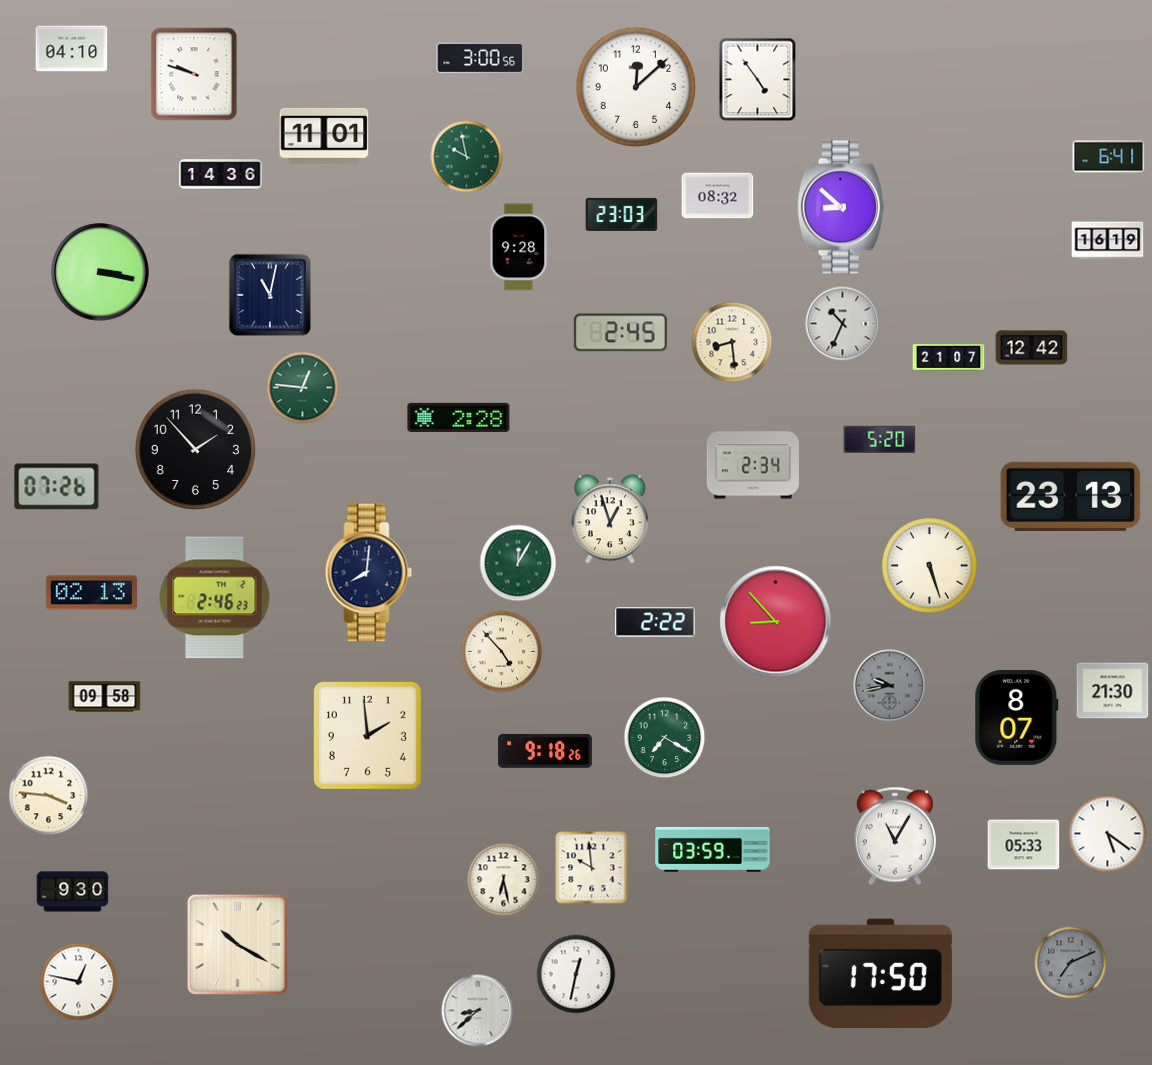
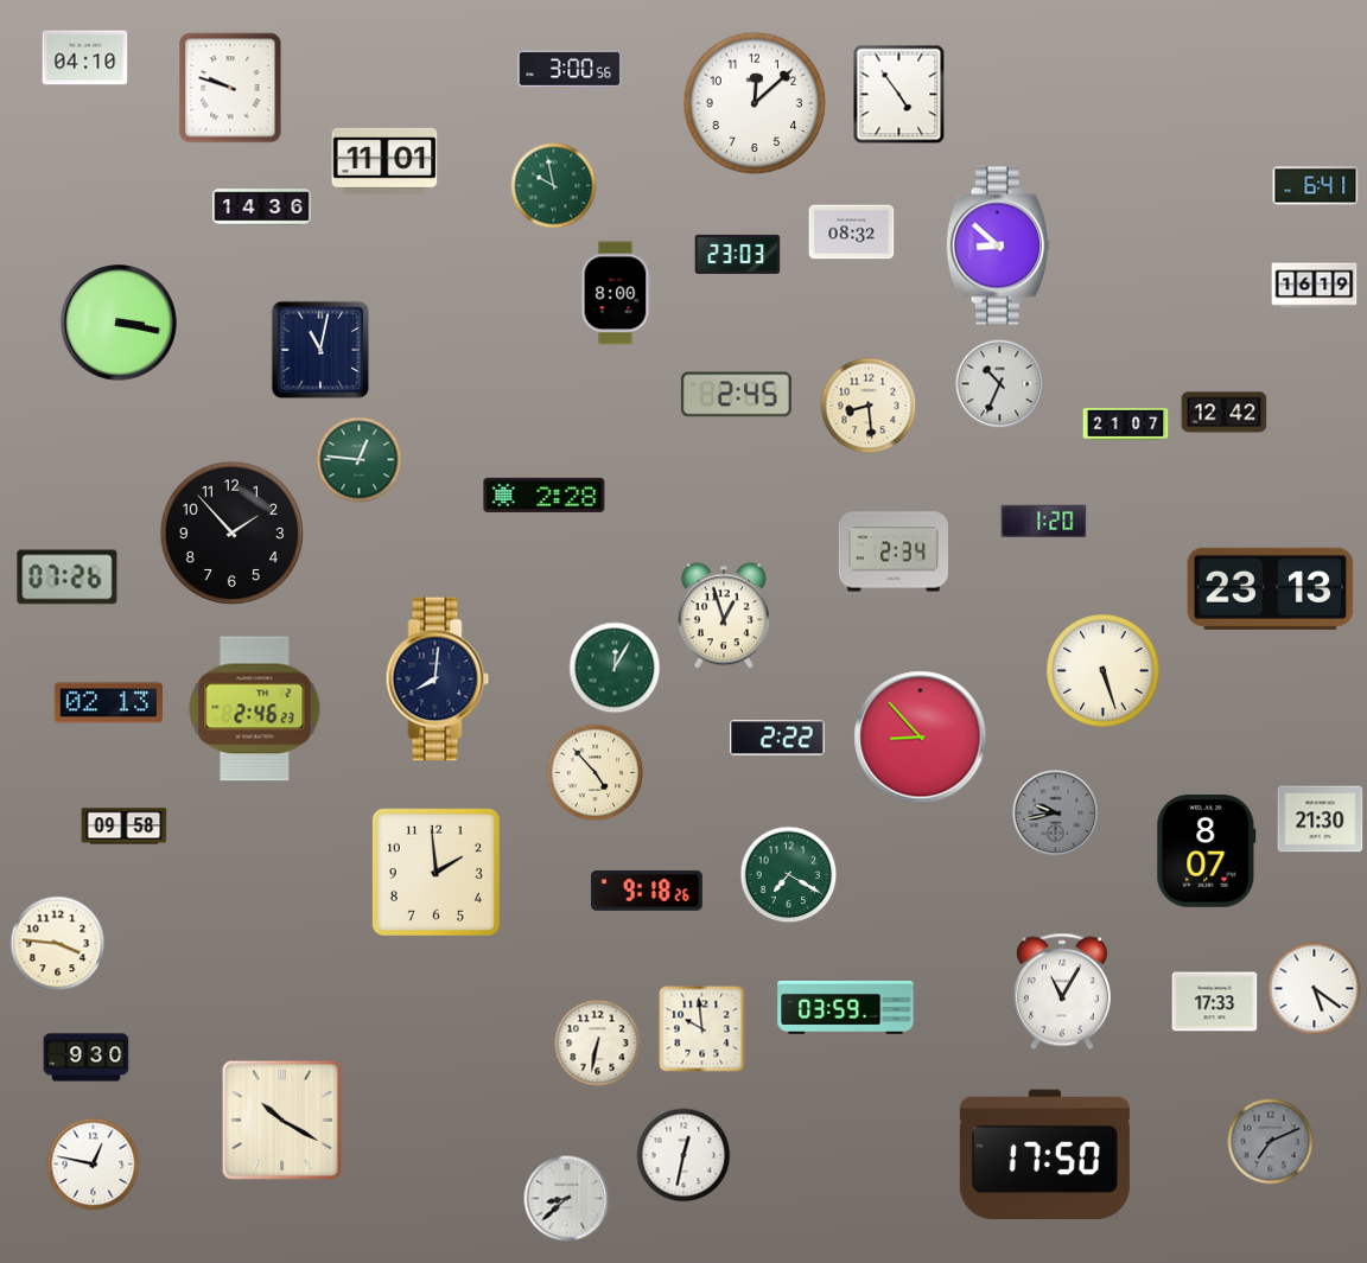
clock at (519, 247): 9:28 -> 8:00
clock at (880, 439): 5:20 -> 1:20
clock at (1024, 845): 05:33 -> 17:33
clock at (504, 880): 6:28 -> 6:32
